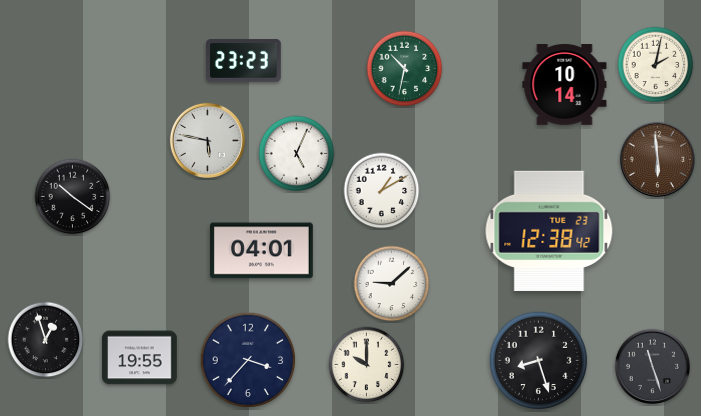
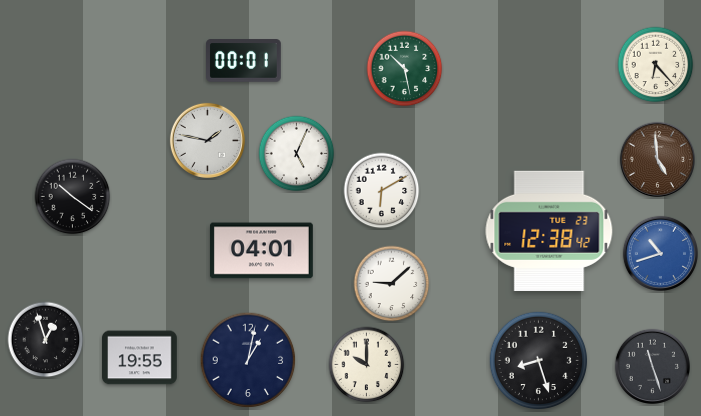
clock at (244, 61): 23:23 -> 00:01
clock at (656, 65): 2:02 -> 6:23
clock at (405, 69): 10:32 -> 10:28
clock at (565, 85): 10:14 -> none
clock at (207, 140): 5:47 -> 1:47
clock at (657, 159): 5:59 -> 4:59
clock at (382, 191): 1:10 -> 6:10
clock at (660, 253): none -> 10:42
clock at (248, 360): 3:37 -> 1:02
